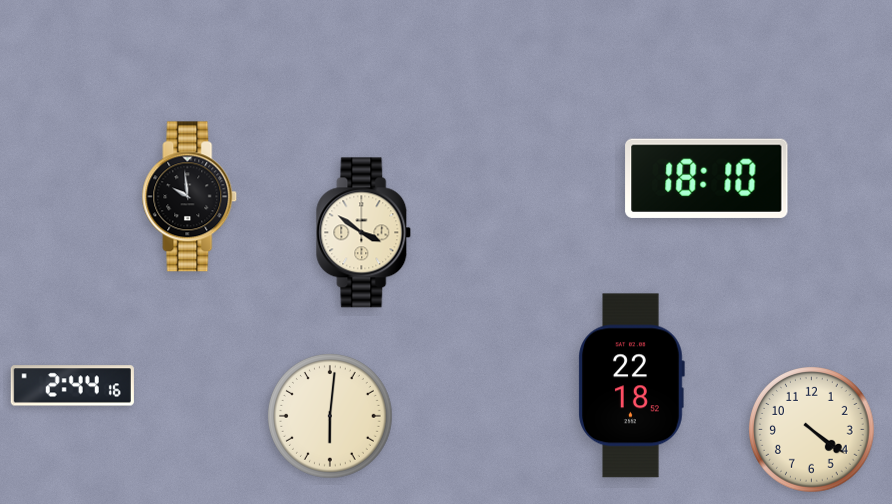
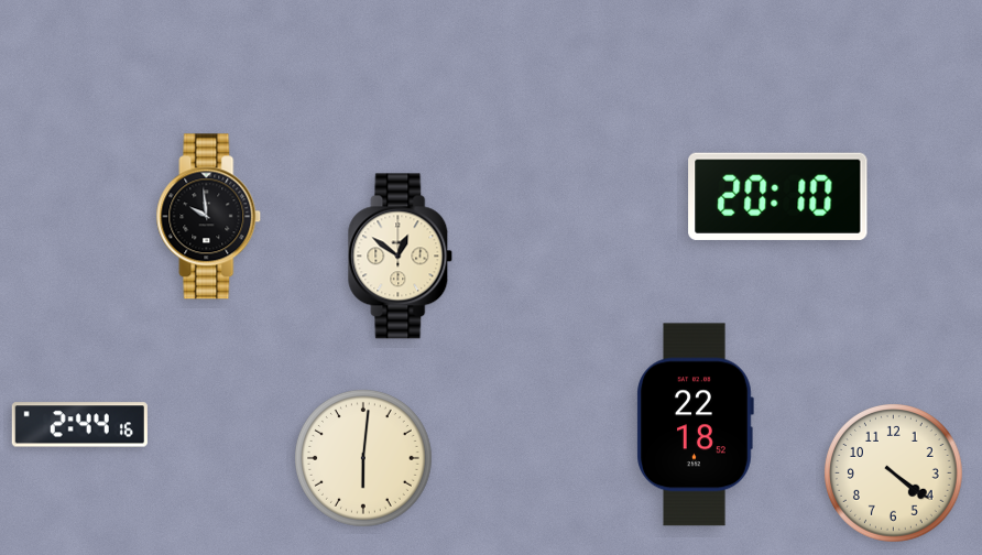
clock at (707, 178): 18:10 -> 20:10
clock at (364, 233): 3:51 -> 12:51
